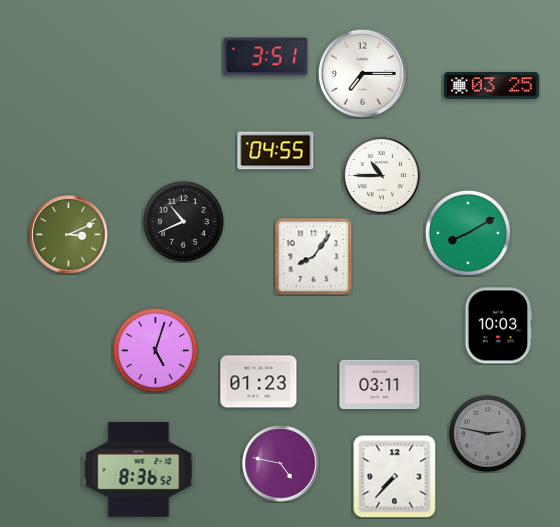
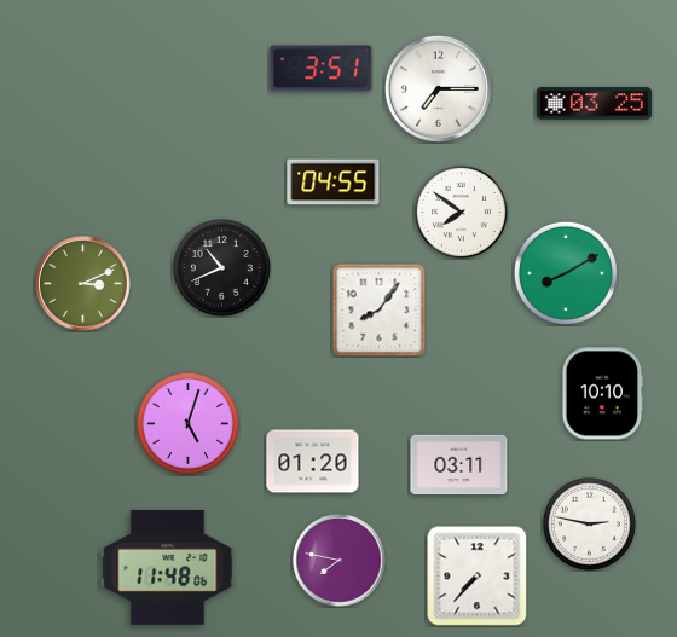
clock at (381, 175): 10:45 -> 7:51
clock at (468, 233) position: (468, 233) -> (566, 273)
clock at (499, 326): 10:03 -> 10:10
clock at (259, 382): 01:23 -> 01:20
clock at (487, 433) dial: grey -> white
clock at (281, 464): 4:47 -> 7:47
clock at (139, 470): 8:36 -> 11:48
